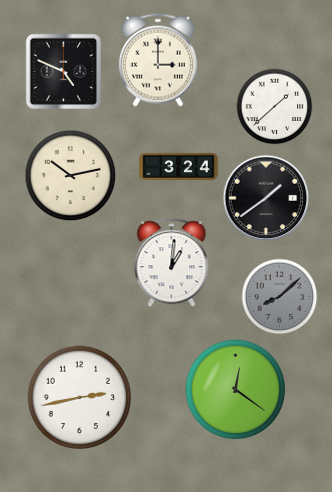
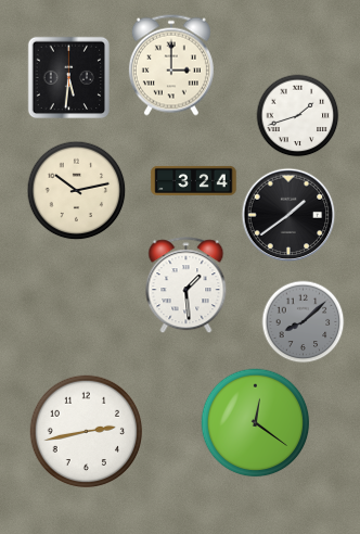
clock at (64, 72): 4:49 -> 5:31
clock at (275, 107): 1:38 -> 1:42
clock at (172, 263): 1:01 -> 1:29
